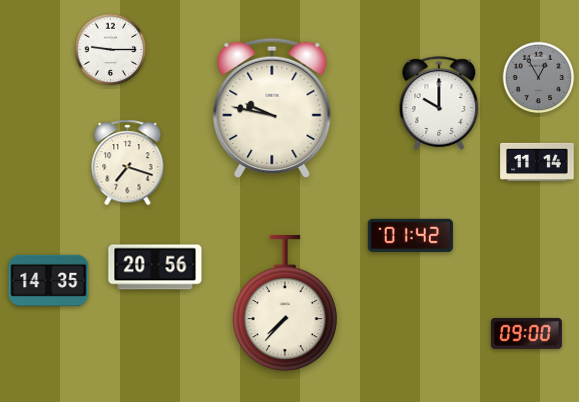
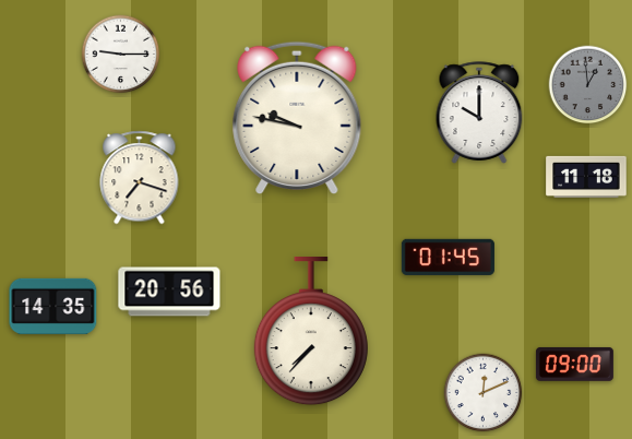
clock at (539, 78): 12:55 -> 12:59
clock at (537, 162): 11:14 -> 11:18
clock at (410, 235): 01:42 -> 01:45
clock at (484, 393): none -> 12:11
